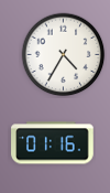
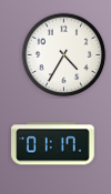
clock at (53, 143): 01:16 -> 01:17
